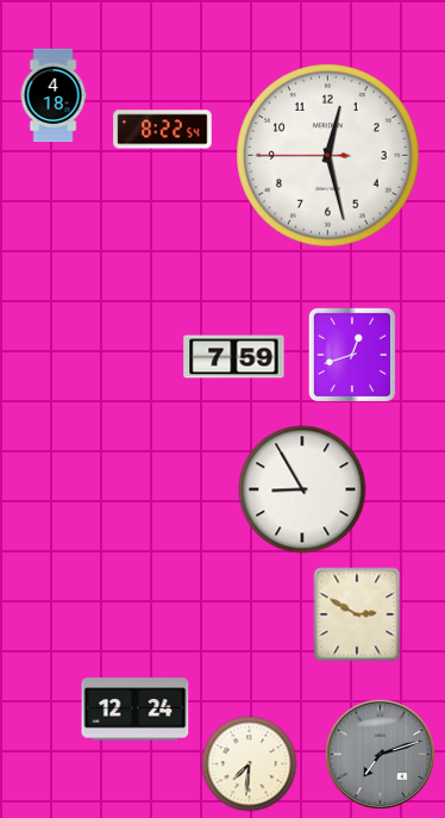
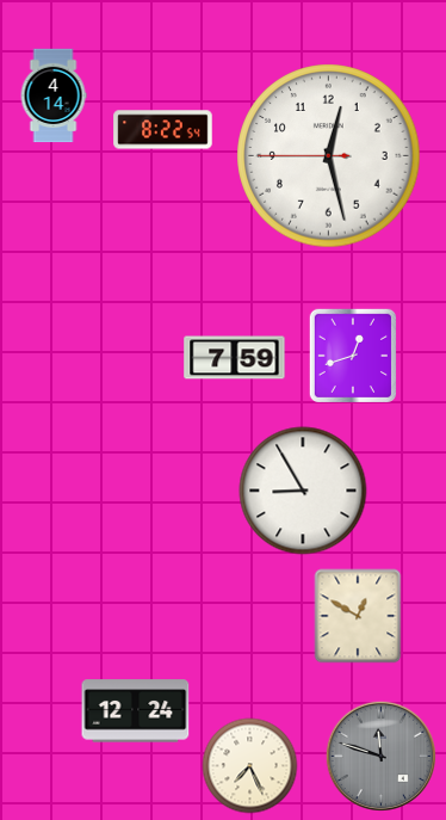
clock at (54, 95): 4:18 -> 4:14
clock at (357, 614): 2:50 -> 12:50
clock at (380, 754): 7:12 -> 11:48
clock at (250, 764): 7:31 -> 7:26
